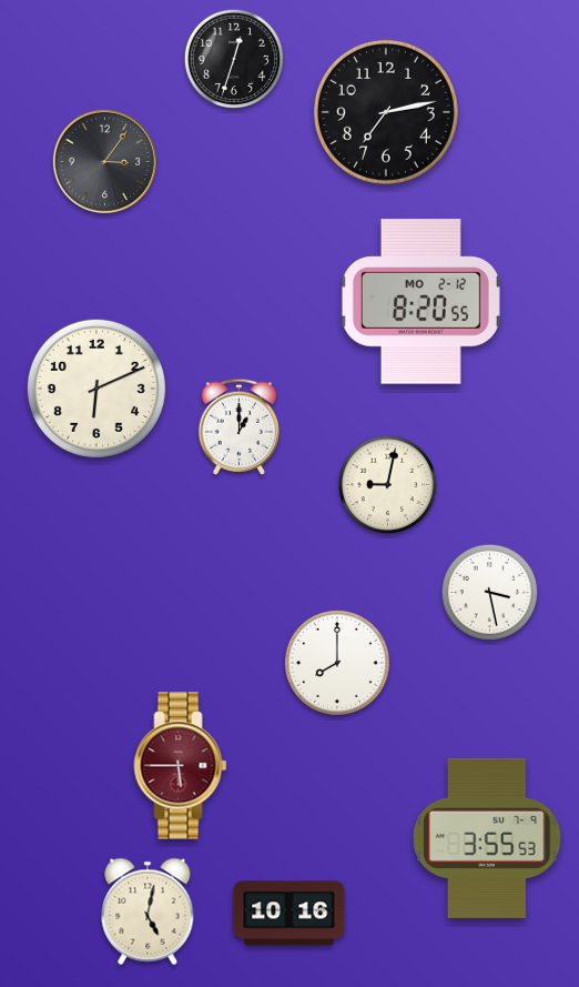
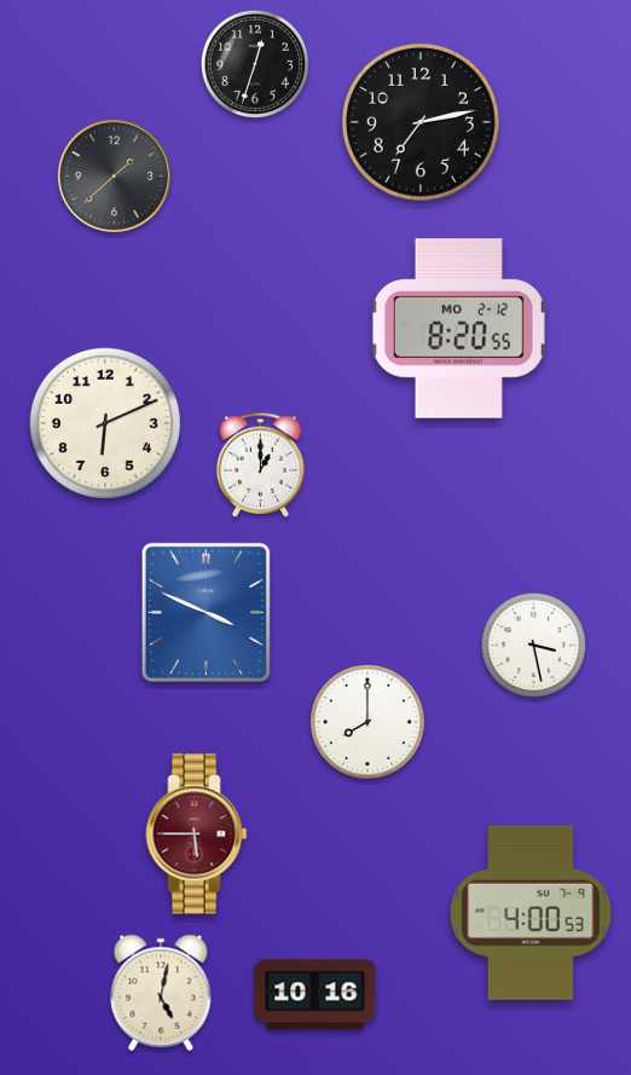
clock at (104, 161): 3:06 -> 1:38
clock at (387, 484): 9:02 -> none
clock at (205, 612): none -> 3:49
clock at (487, 838): 3:55 -> 4:00
